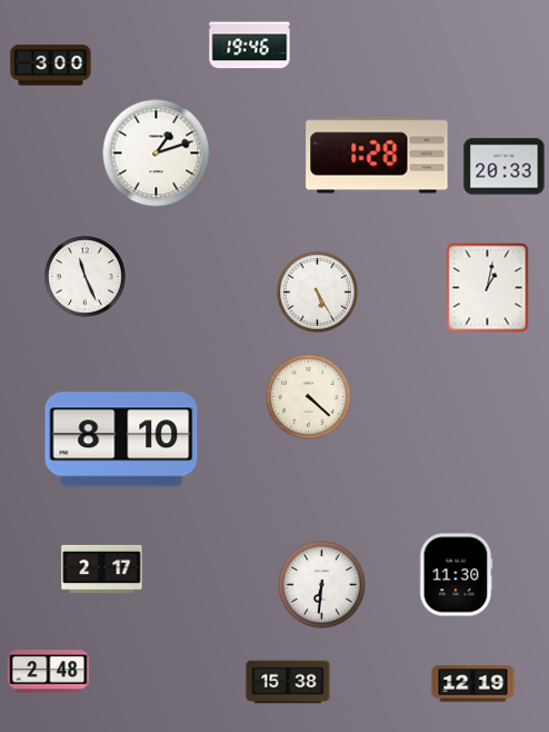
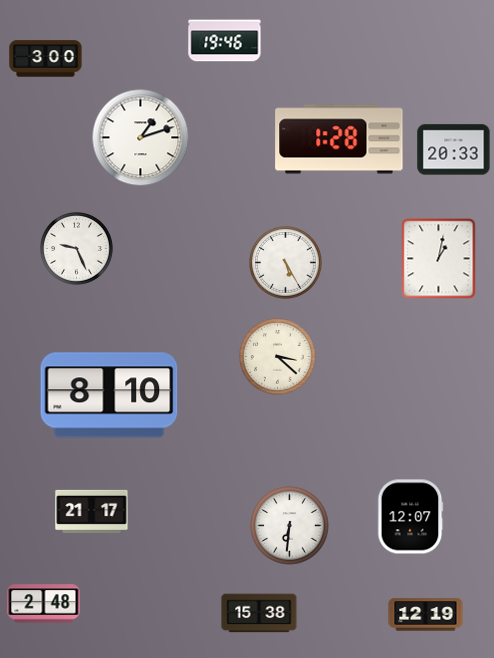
clock at (86, 277): 11:26 -> 9:26
clock at (309, 397): 4:22 -> 3:22
clock at (102, 568): 2:17 -> 21:17
clock at (457, 575): 11:30 -> 12:07
